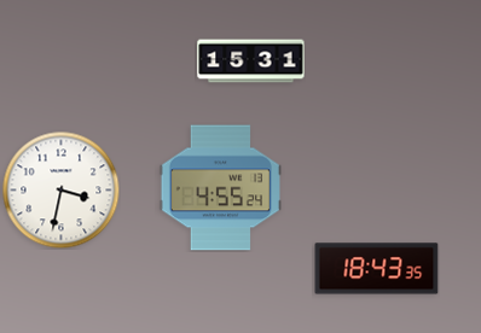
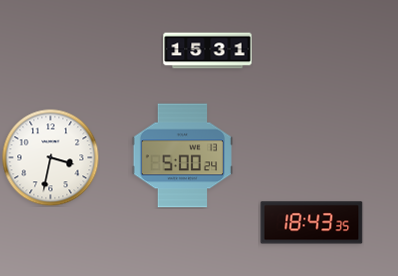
clock at (220, 188): 4:55 -> 5:00
